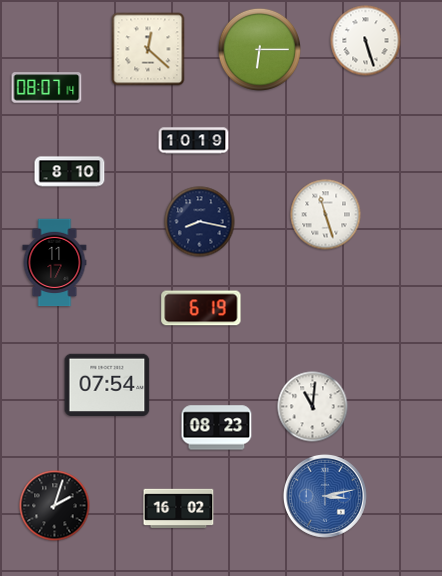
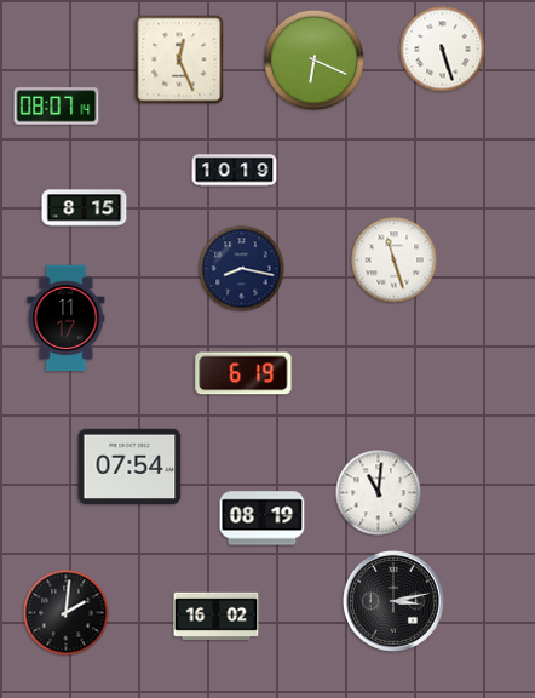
clock at (148, 49): 12:22 -> 12:26
clock at (259, 49): 6:15 -> 6:19
clock at (70, 172): 8:10 -> 8:15
clock at (217, 428): 08:23 -> 08:19
clock at (325, 496) dial: blue -> black
clock at (55, 506): 2:03 -> 2:01
